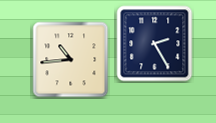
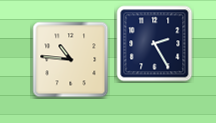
clock at (71, 60): 10:44 -> 10:46
